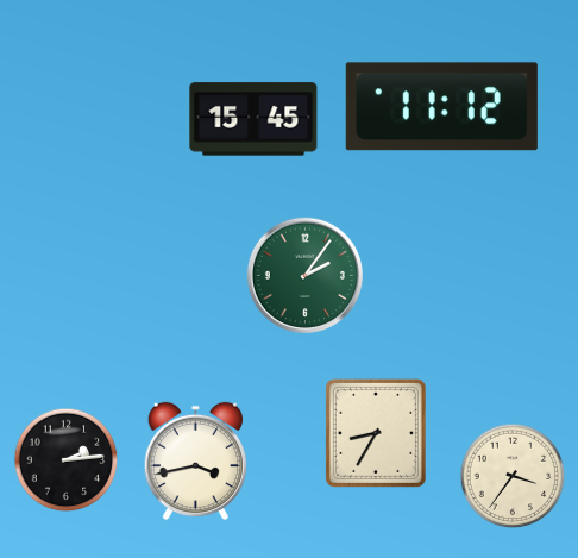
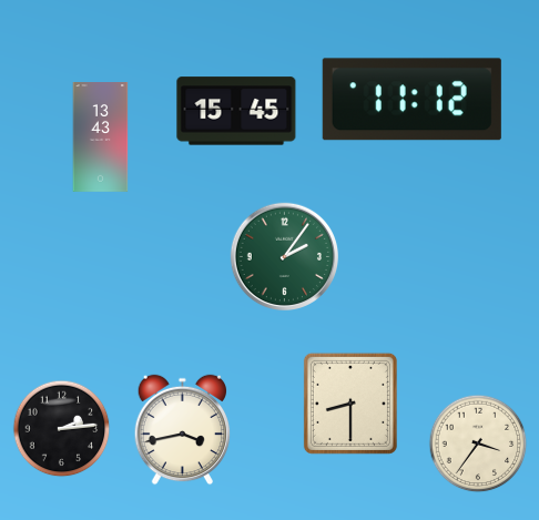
clock at (101, 137): none -> 13:43
clock at (376, 433): 8:35 -> 8:30
